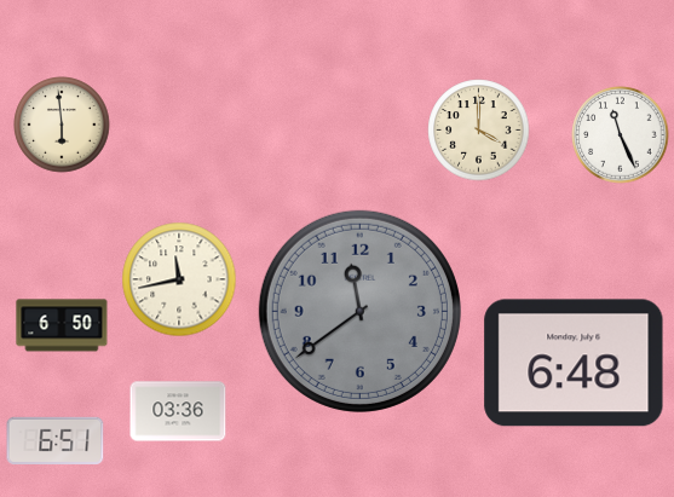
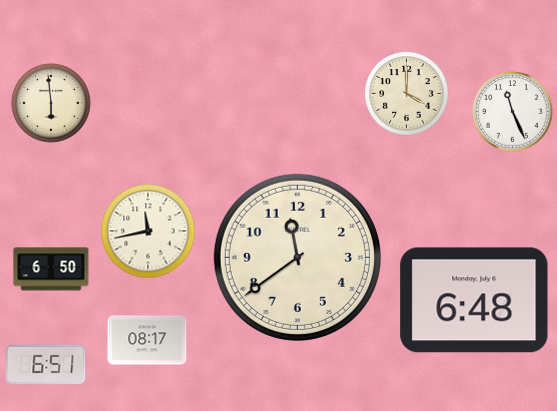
clock at (479, 131) position: (479, 131) -> (407, 94)
clock at (359, 311) dial: grey -> cream
clock at (178, 411): 03:36 -> 08:17
